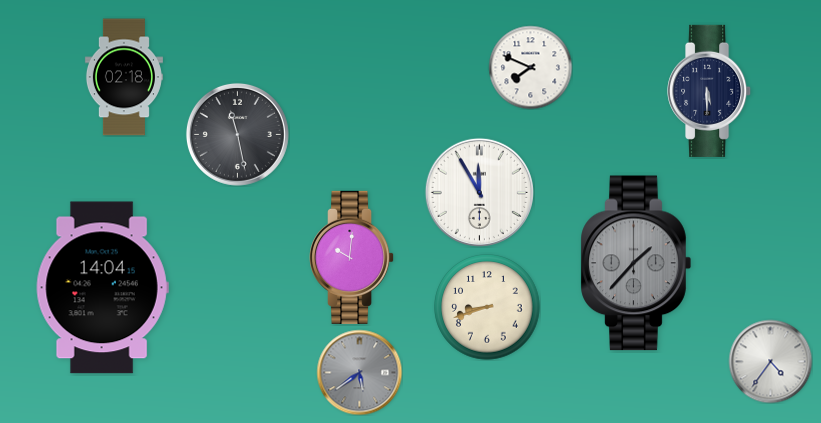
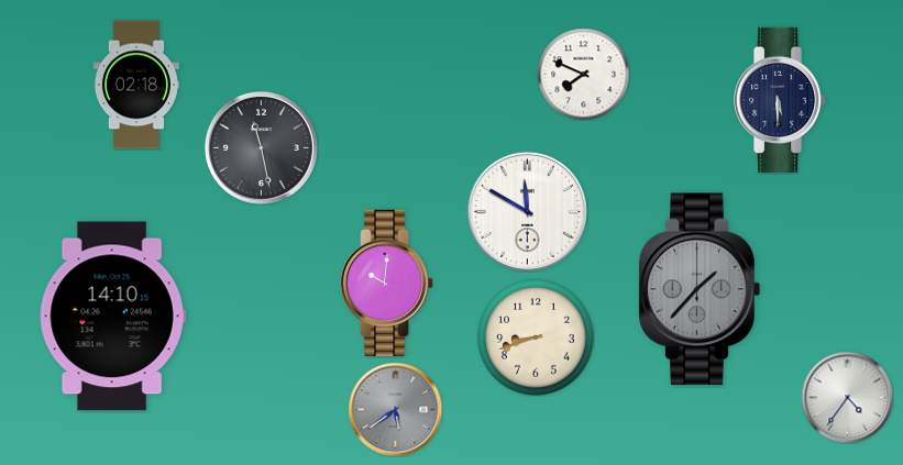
clock at (479, 192): 11:55 -> 11:50
clock at (102, 288): 14:04 -> 14:10
